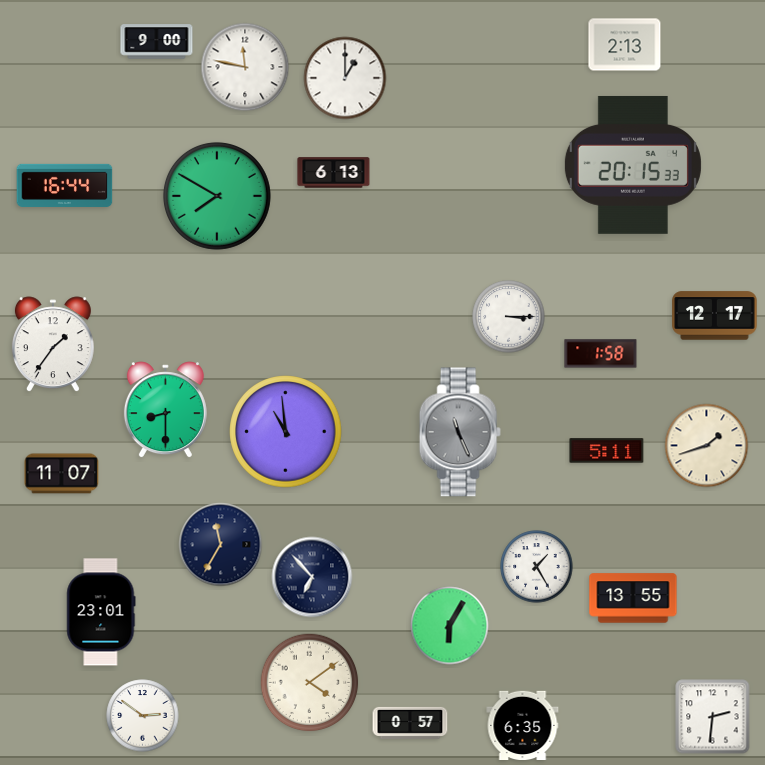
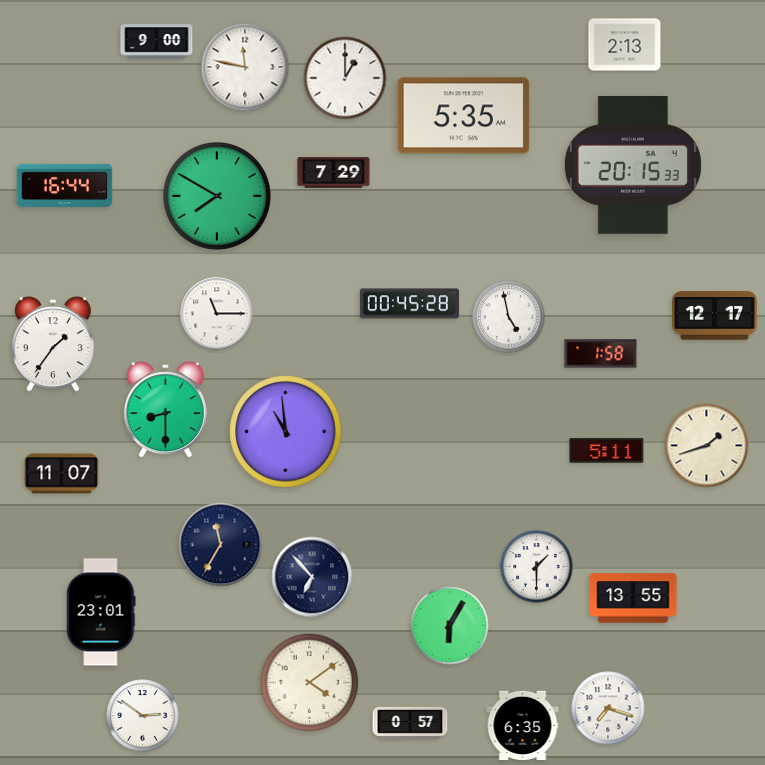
clock at (464, 116): none -> 5:35
clock at (334, 173): 6:13 -> 7:29
clock at (409, 304): none -> 00:45
clock at (217, 314): none -> 11:15
clock at (509, 317): 3:15 -> 4:58
clock at (460, 432): 11:26 -> none
clock at (537, 567): 1:25 -> 1:30
clock at (608, 708): none -> 7:18
clock at (713, 717): 2:31 -> none
